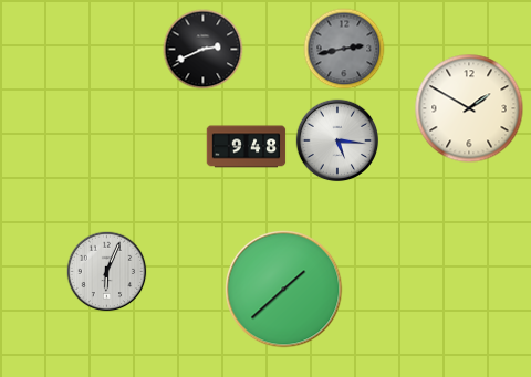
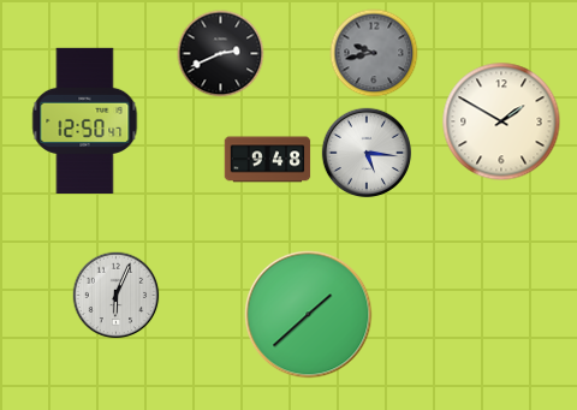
clock at (344, 49): 2:43 -> 9:43
clock at (469, 108) position: (469, 108) -> (501, 121)
clock at (85, 120): none -> 12:50
